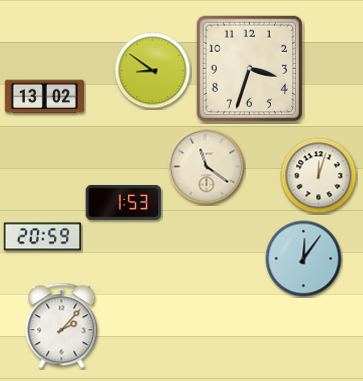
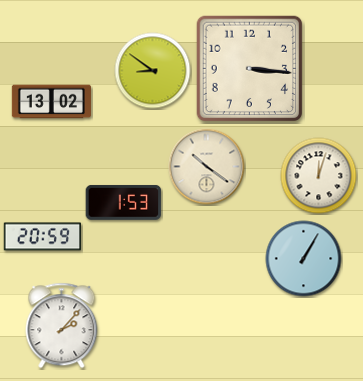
clock at (250, 69): 3:33 -> 3:16
clock at (44, 97) position: (44, 97) -> (51, 102)
clock at (207, 167): 11:21 -> 10:21
clock at (304, 259): 12:06 -> 1:05
